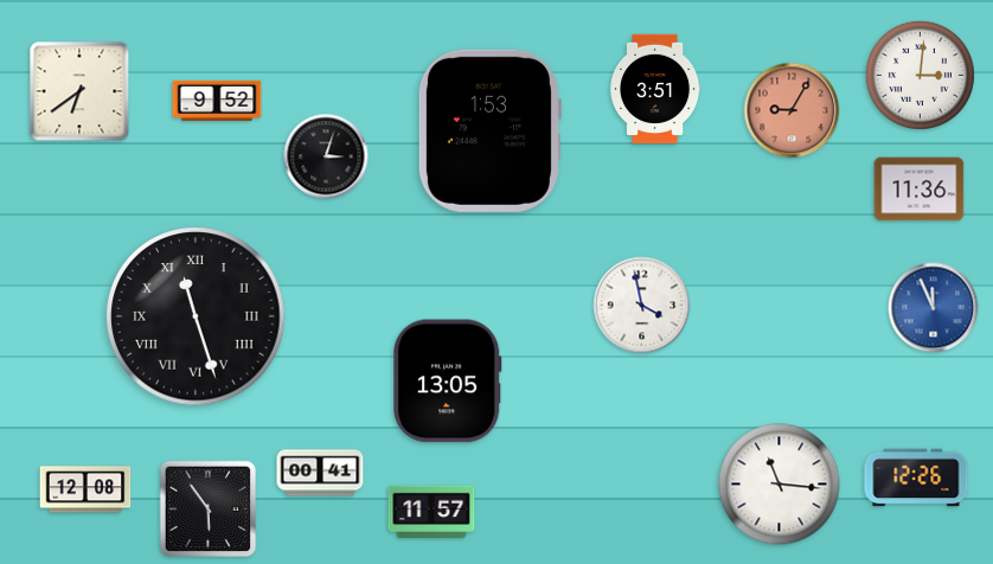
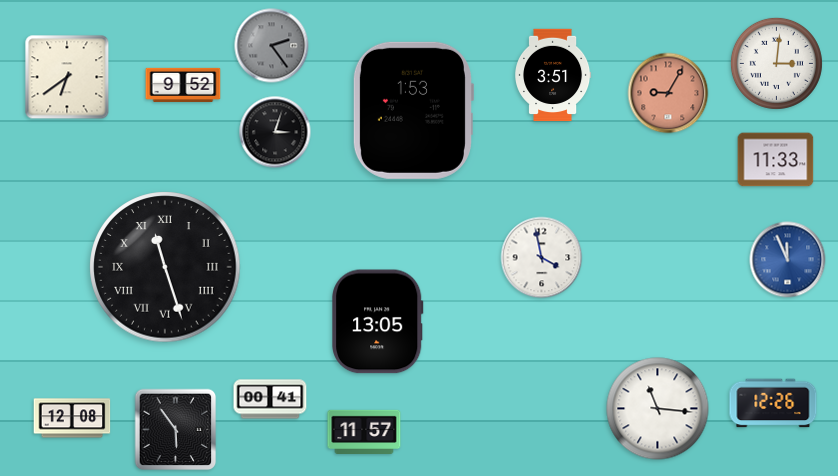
clock at (272, 46): none -> 2:24
clock at (920, 190): 11:36 -> 11:33
clock at (85, 489) position: (85, 489) -> (72, 418)
